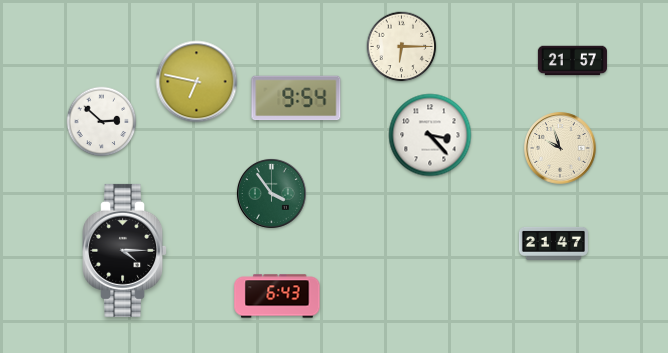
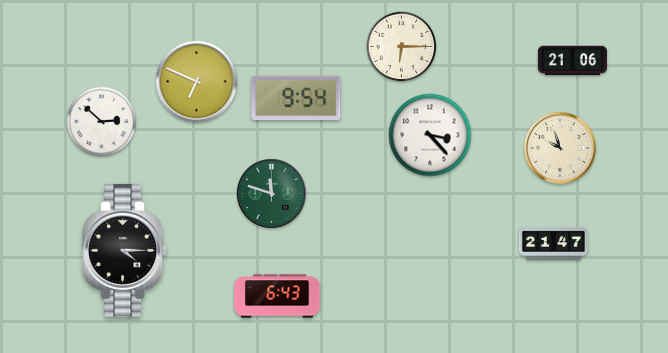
clock at (572, 61): 21:57 -> 21:06
clock at (197, 82): 6:47 -> 6:49
clock at (271, 193): 3:54 -> 11:48
